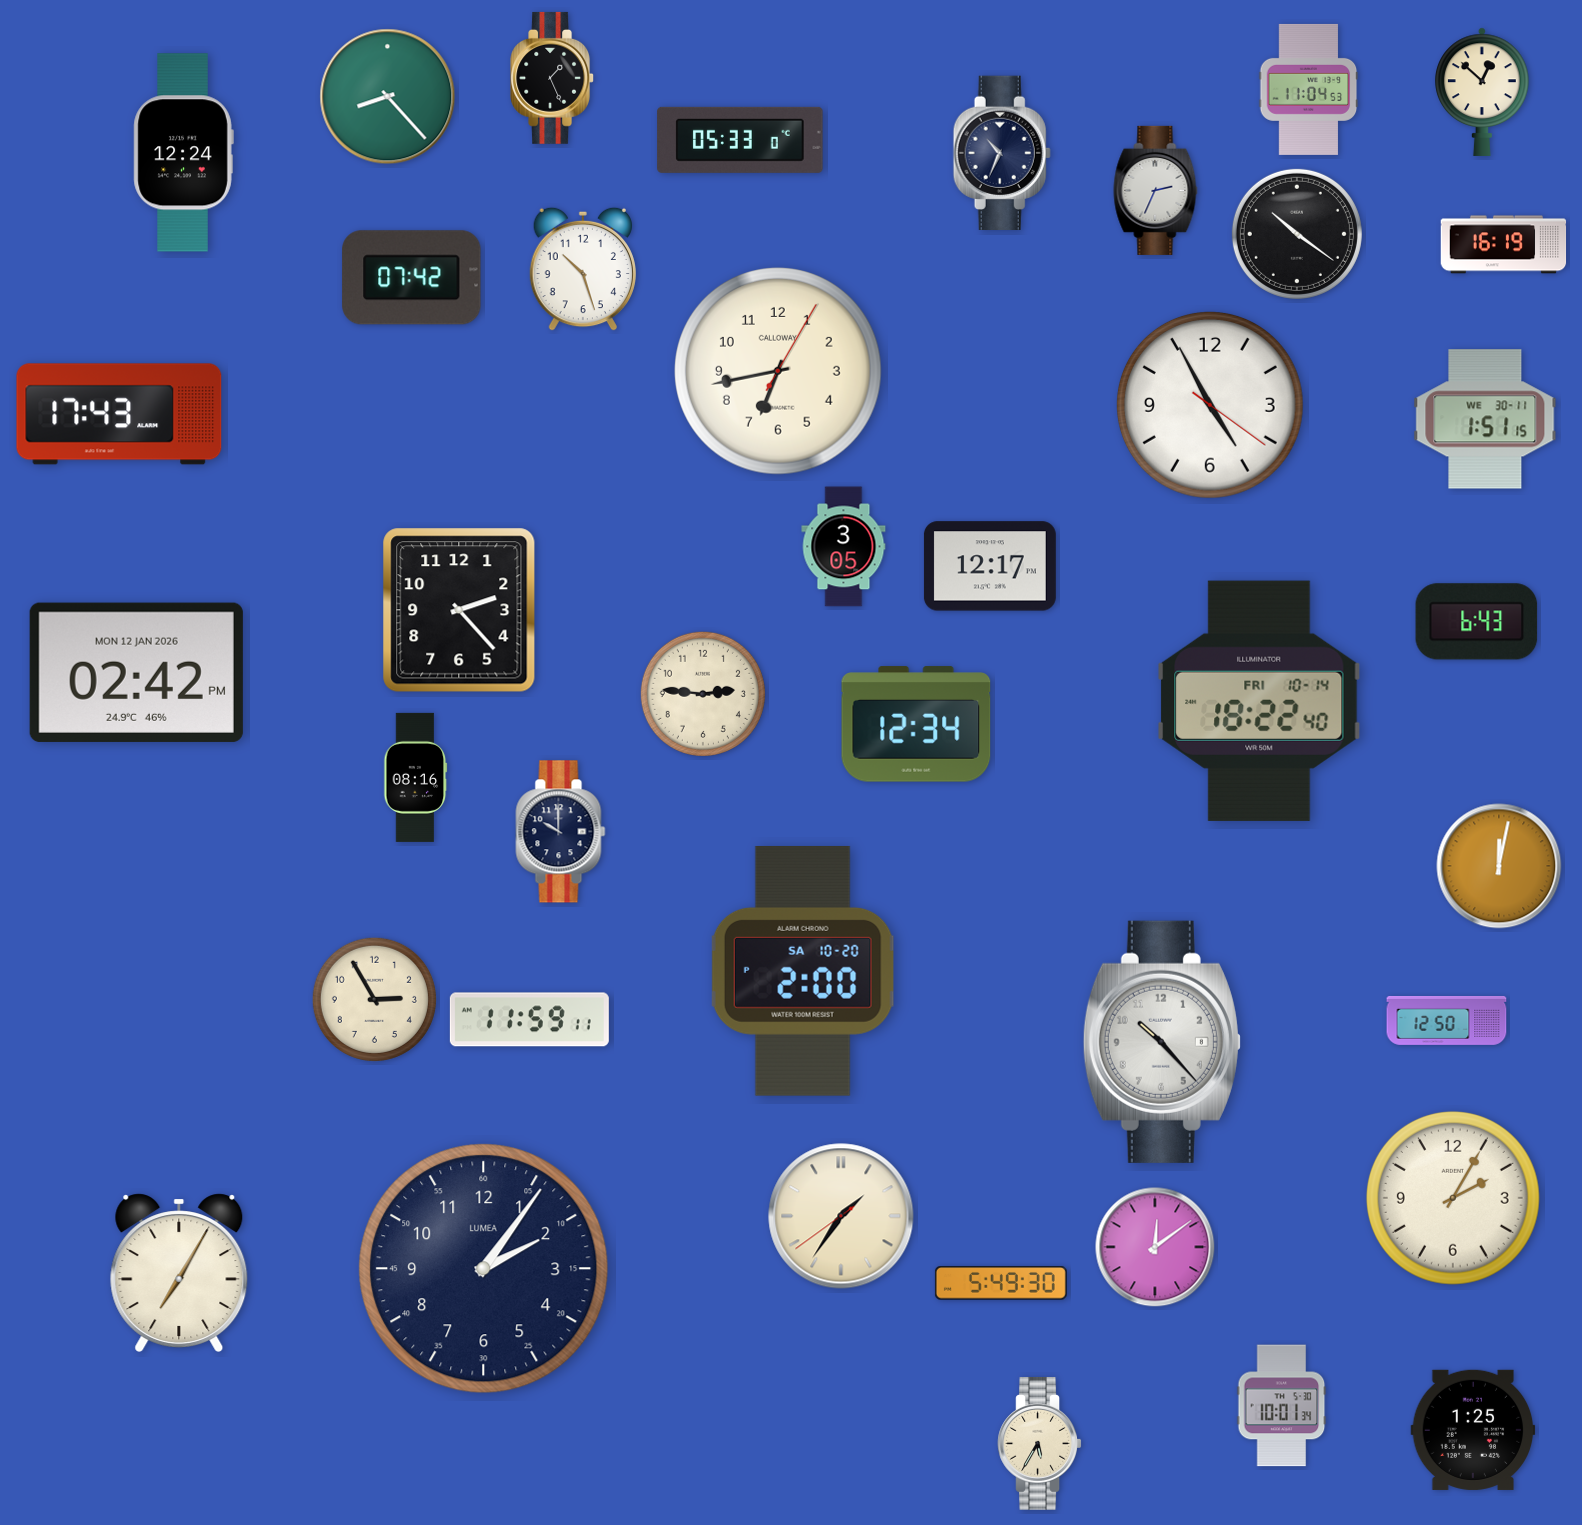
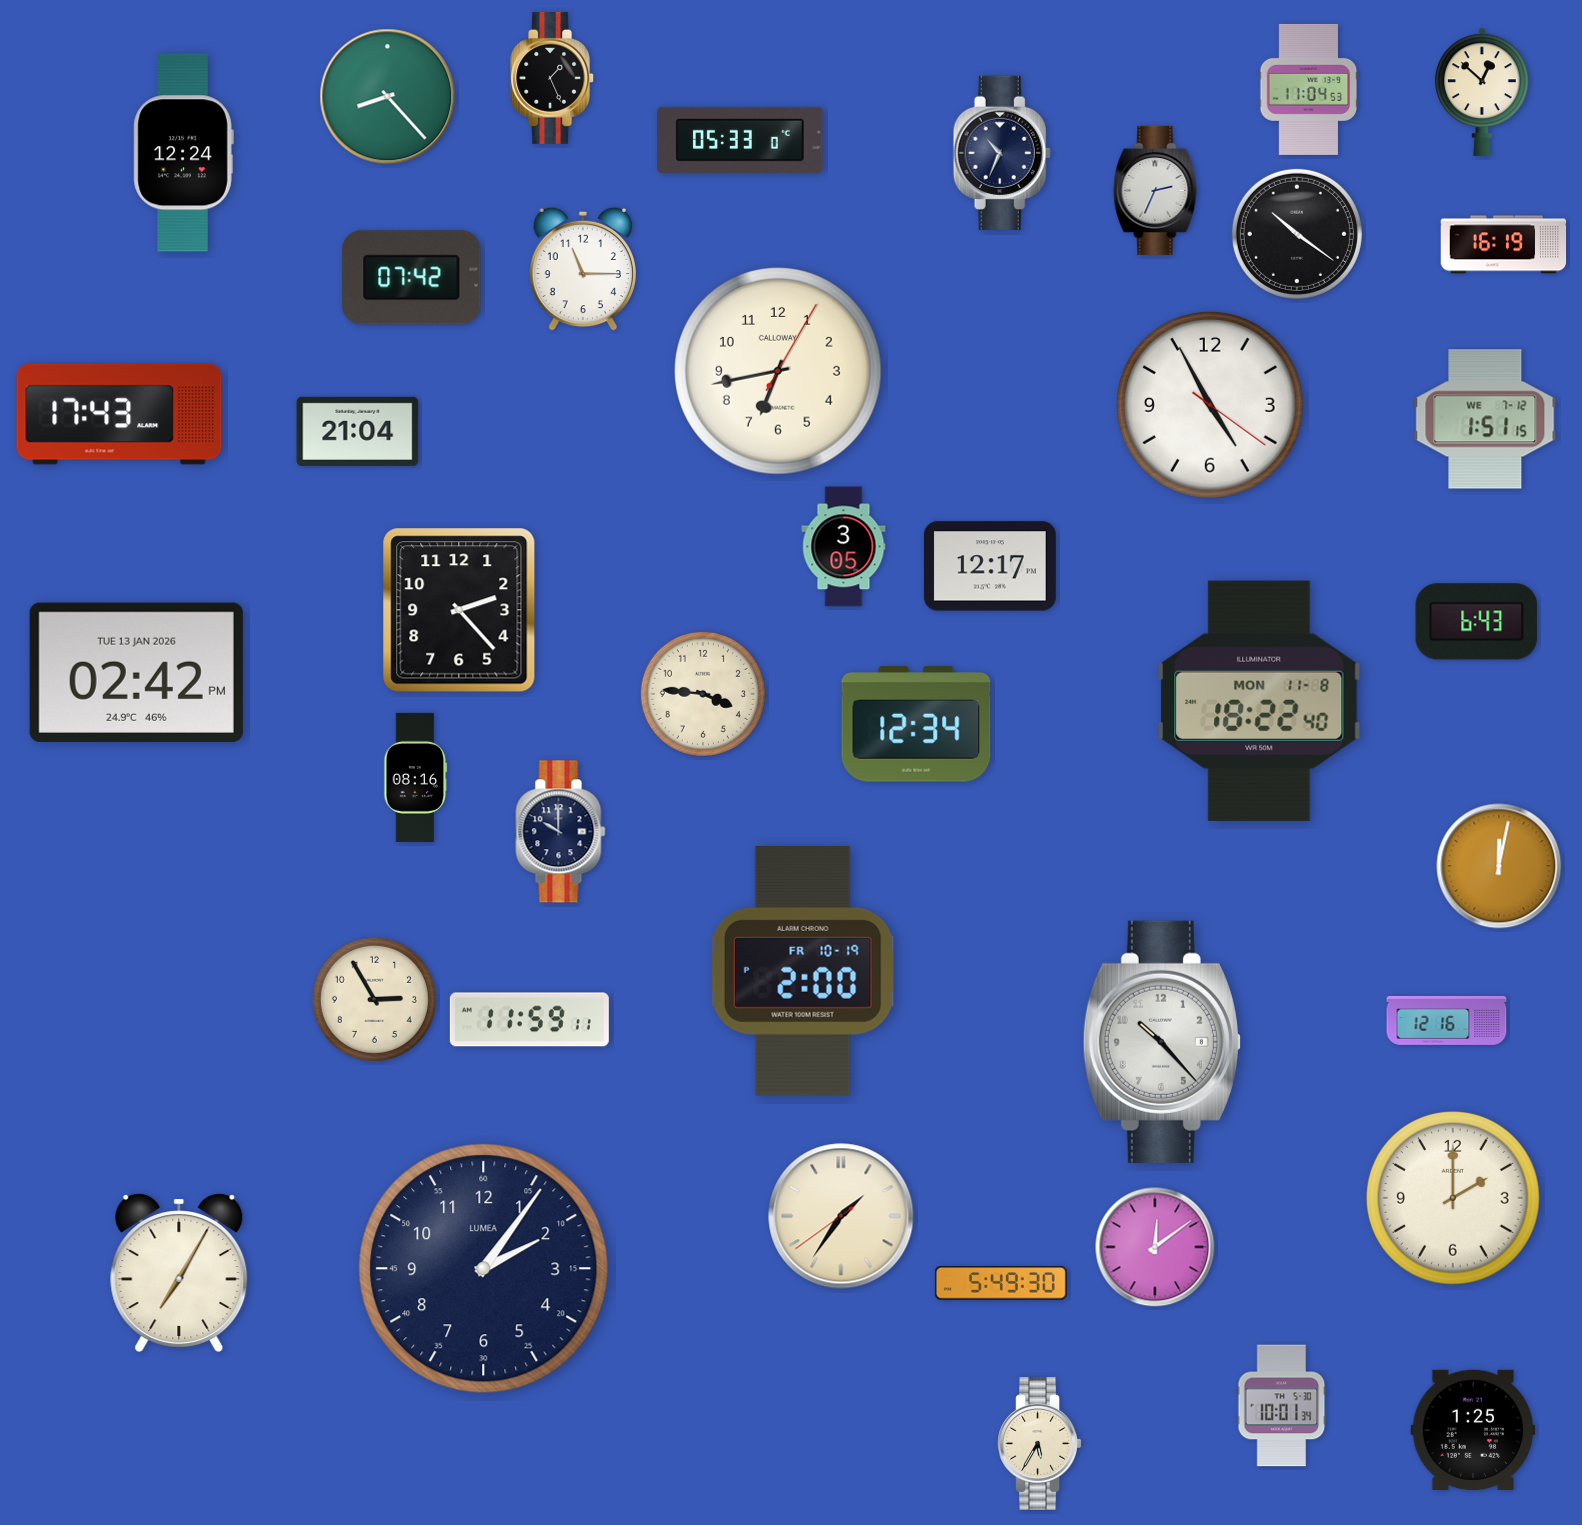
clock at (583, 269): 10:27 -> 11:15
clock at (1485, 419) date: WE 30-11 -> WE 7-12
clock at (358, 431): none -> 21:04
clock at (136, 672) date: MON 12 JAN 2026 -> TUE 13 JAN 2026
clock at (703, 694): 2:46 -> 3:46
clock at (1259, 701) date: FRI 10-14 -> MON 11-8
clock at (803, 971) date: SA 10-20 -> FR 10-19
clock at (1447, 1020): 12:50 -> 12:16
clock at (1453, 1198): 2:05 -> 2:00
